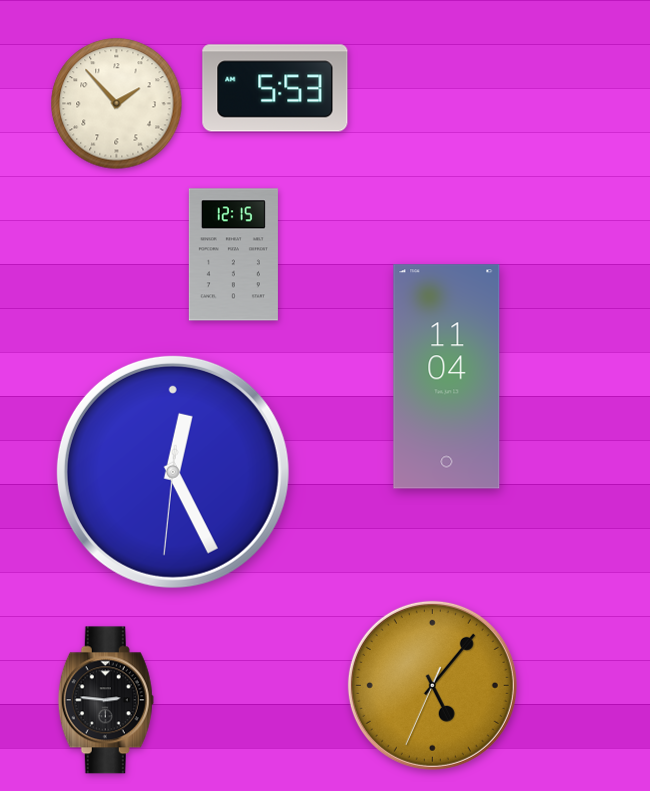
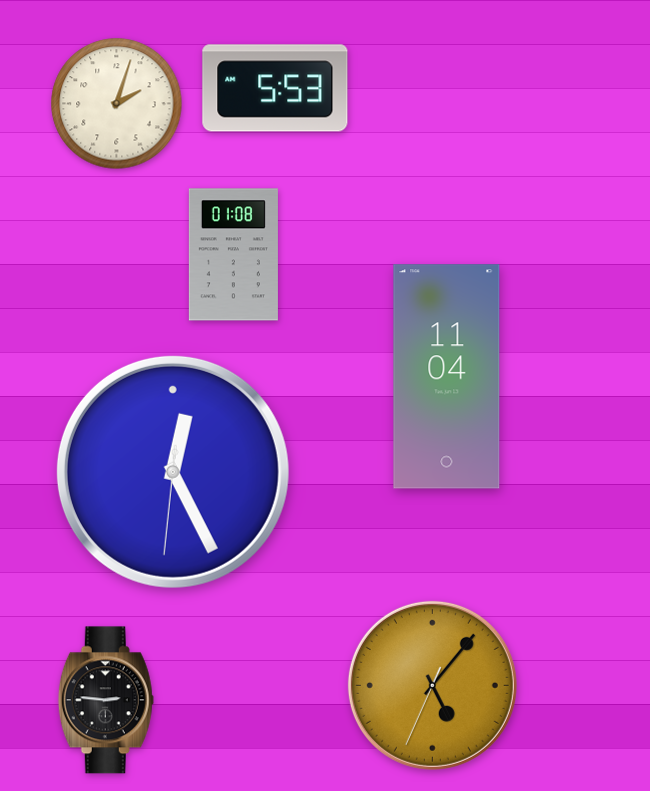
clock at (117, 104): 1:53 -> 2:03
clock at (233, 255): 12:15 -> 01:08
